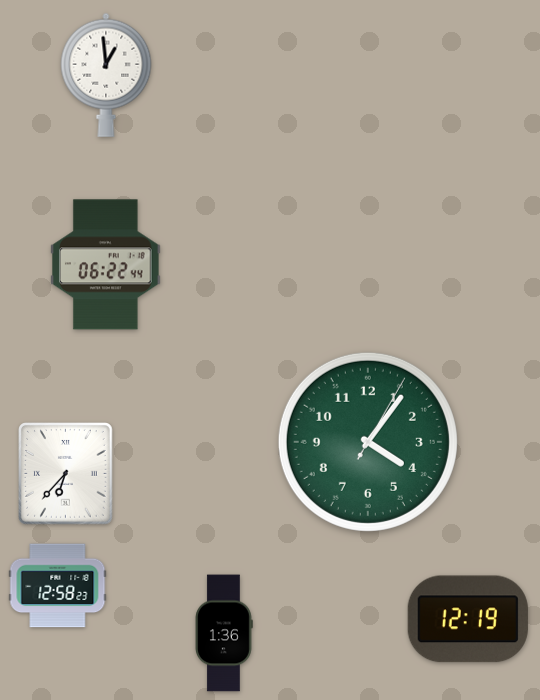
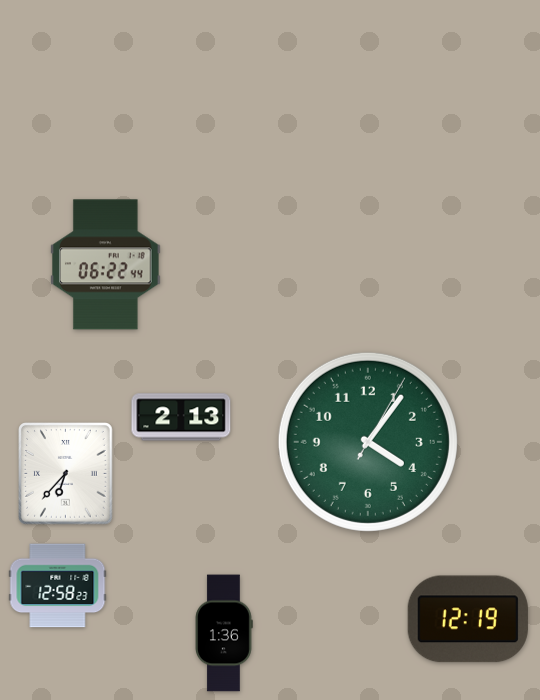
clock at (106, 75): 12:59 -> none
clock at (181, 417): none -> 2:13
